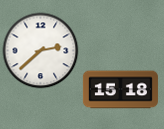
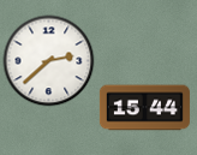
clock at (120, 90): 15:18 -> 15:44
